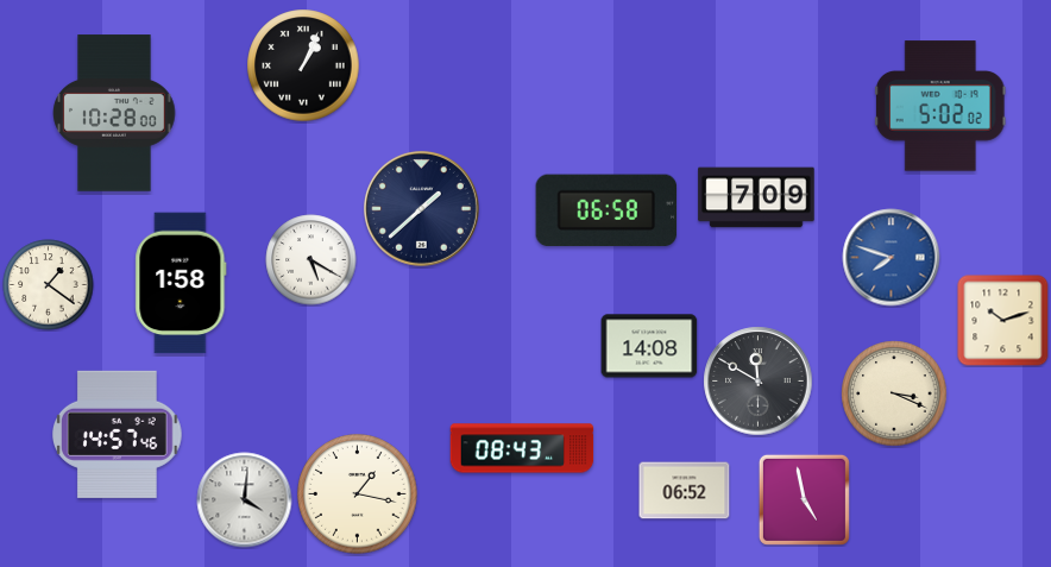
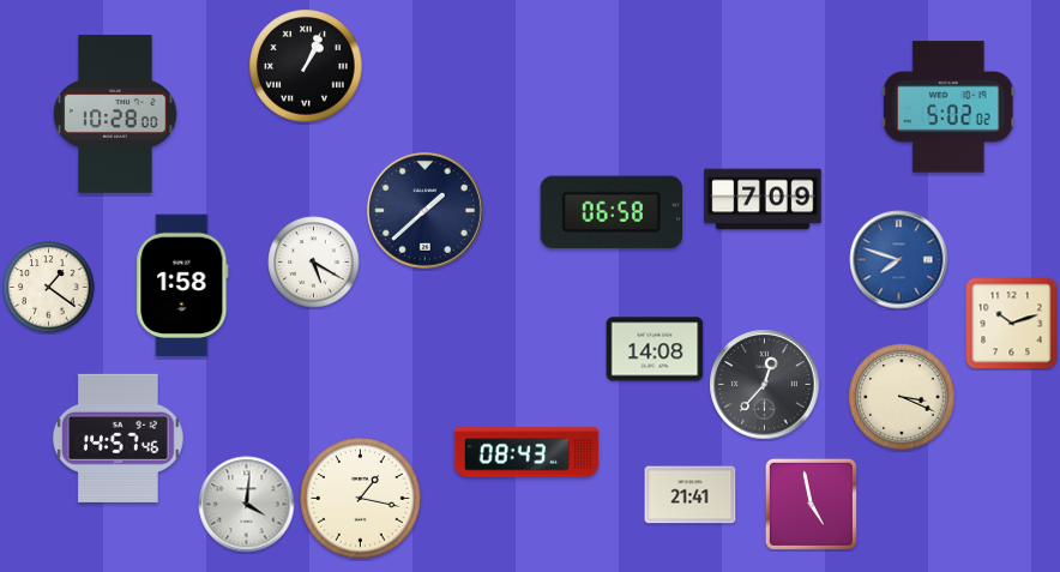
clock at (759, 382): 11:50 -> 12:37
clock at (685, 491): 06:52 -> 21:41
